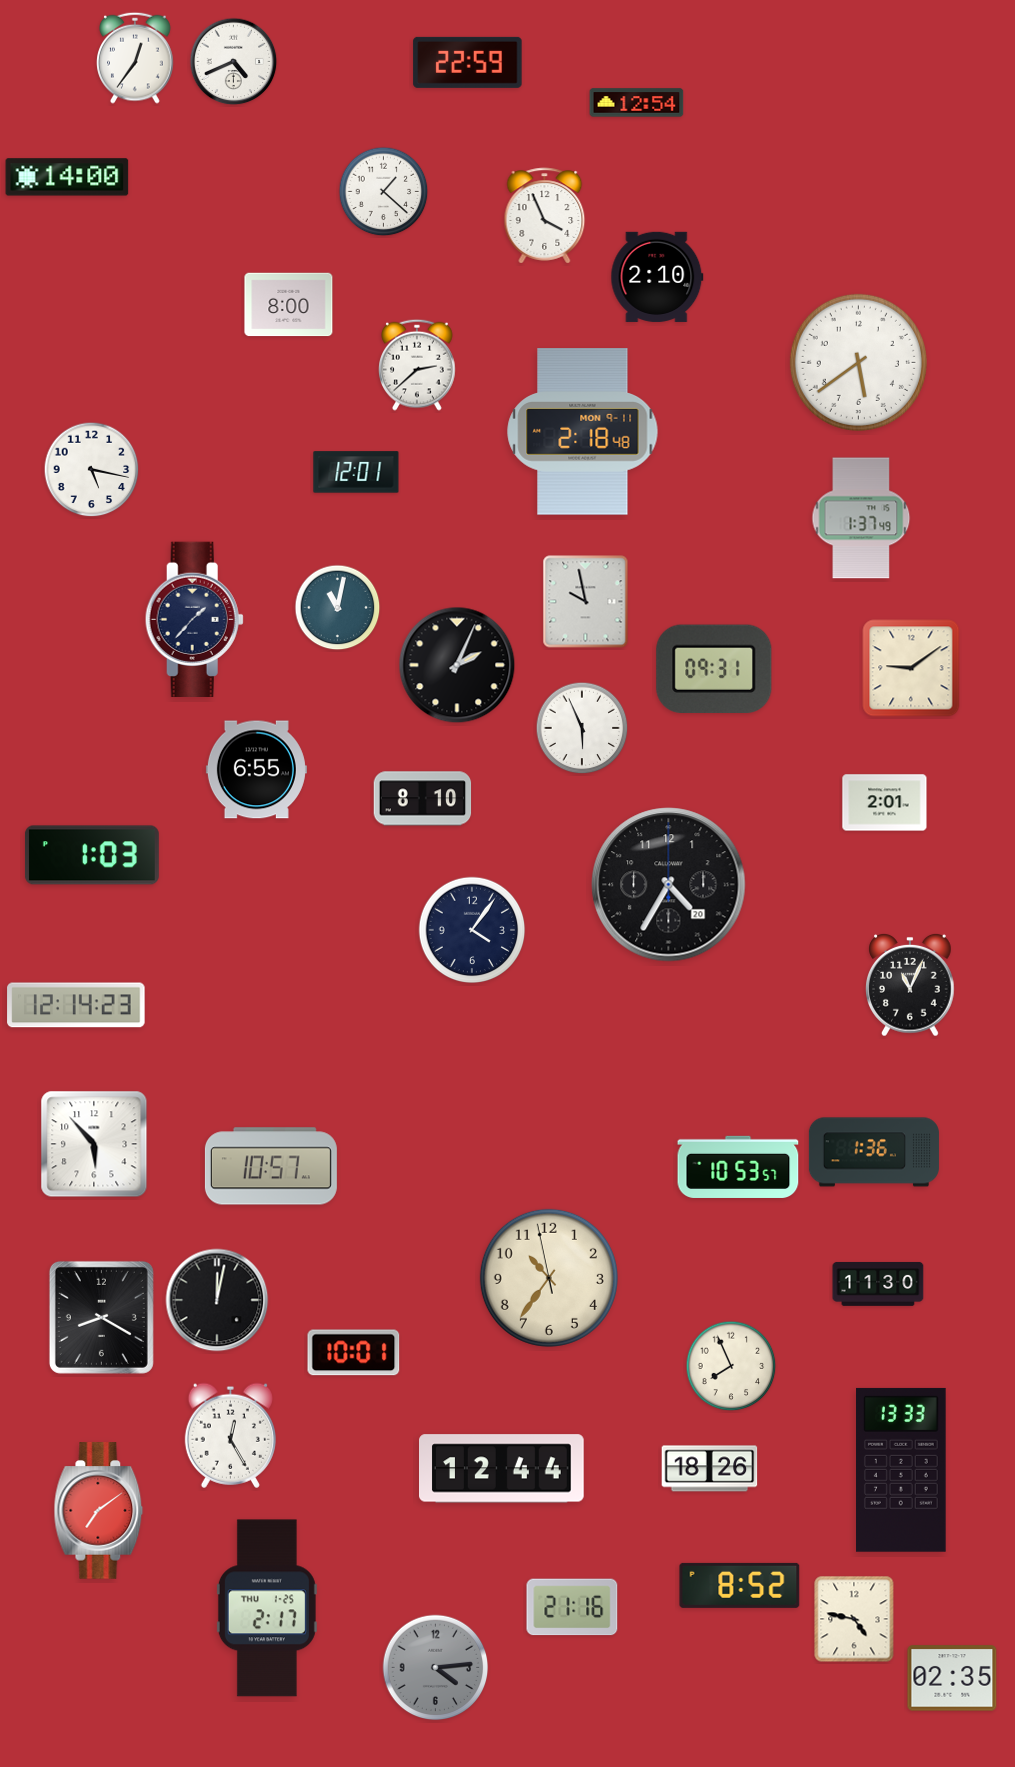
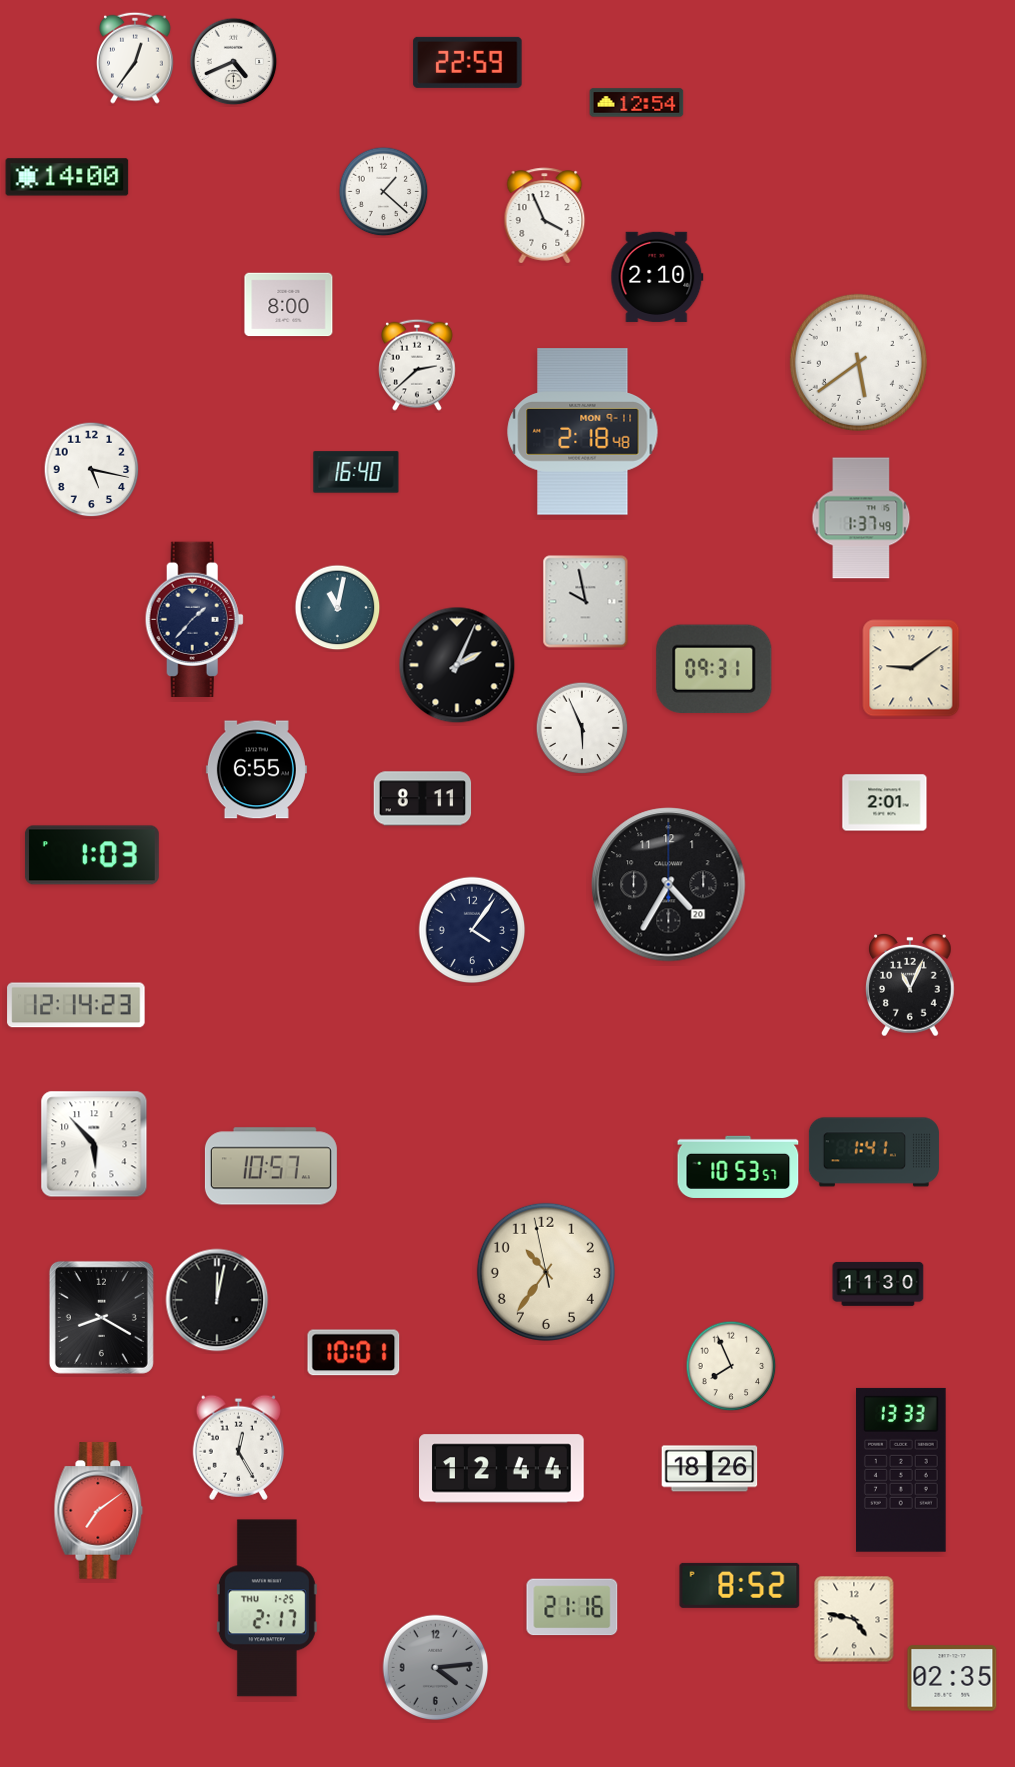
clock at (356, 472): 12:01 -> 16:40
clock at (423, 799): 8:10 -> 8:11
clock at (874, 1152): 1:36 -> 1:41
clock at (549, 1278) position: (549, 1278) -> (546, 1272)
clock at (230, 1435) position: (230, 1435) -> (238, 1447)
